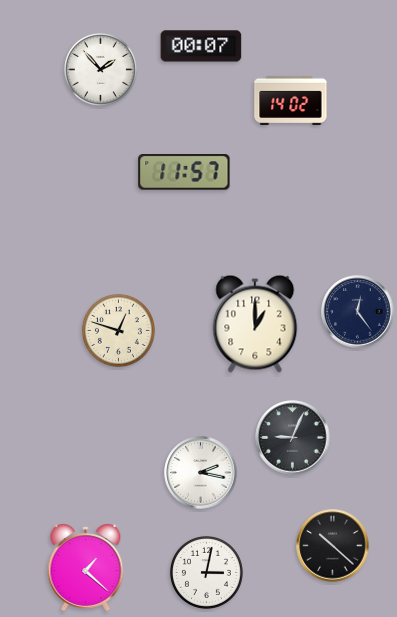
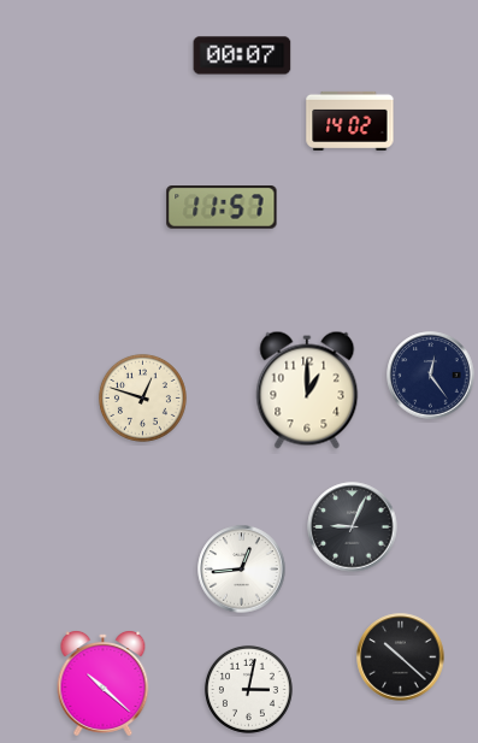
clock at (100, 69): 1:53 -> none
clock at (201, 473): 2:17 -> 12:44
clock at (86, 568): 1:22 -> 10:22
